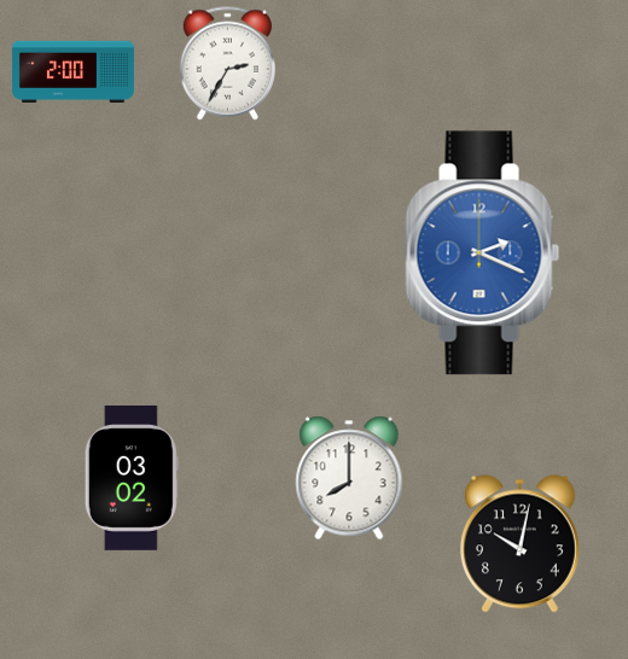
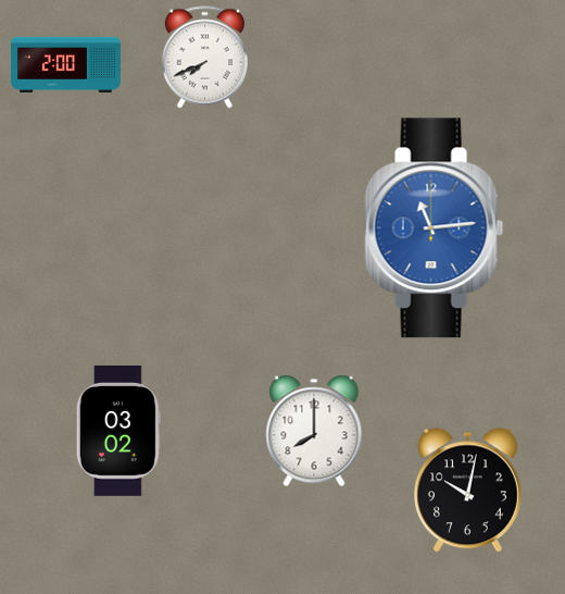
clock at (227, 64): 2:35 -> 7:41
clock at (483, 253): 2:19 -> 11:14
